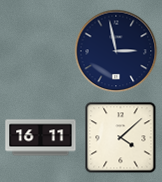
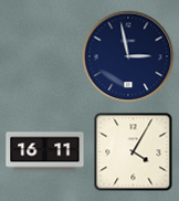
clock at (121, 138): 4:08 -> 4:05
